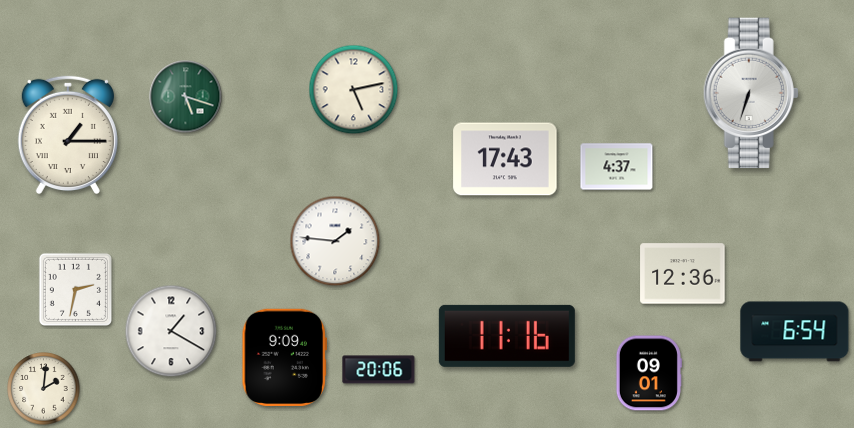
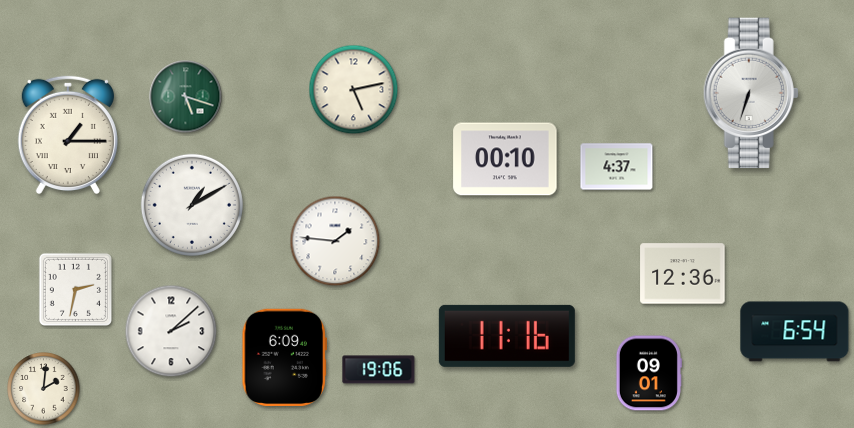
clock at (505, 159): 17:43 -> 00:10
clock at (192, 205): none -> 1:10
clock at (171, 331): 1:20 -> 2:08
clock at (284, 357): 9:09 -> 6:09
clock at (379, 370): 20:06 -> 19:06
